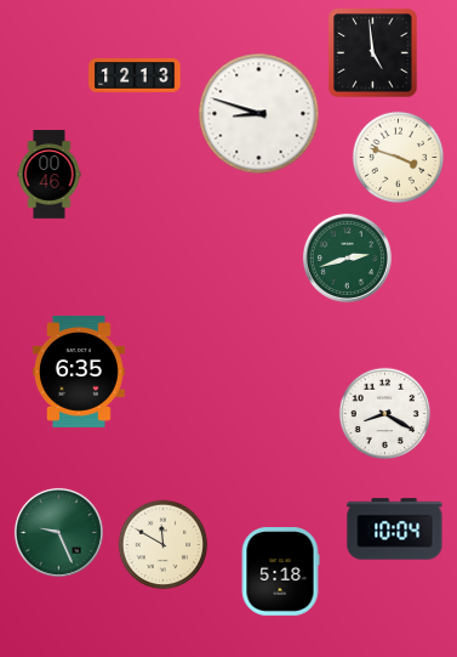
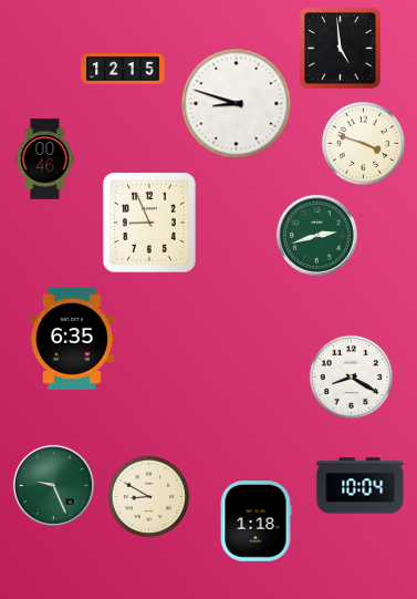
clock at (135, 75): 12:13 -> 12:15
clock at (149, 223): none -> 8:56
clock at (395, 529) position: (395, 529) -> (361, 486)
clock at (164, 545): 11:50 -> 8:50
clock at (280, 572): 5:18 -> 1:18
